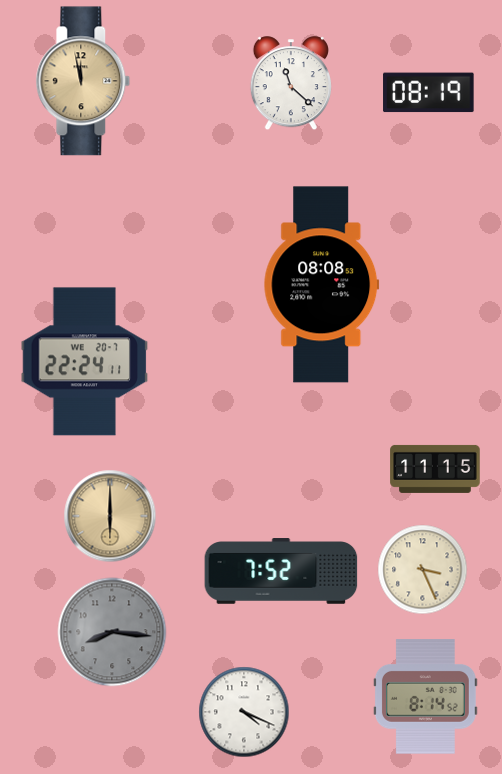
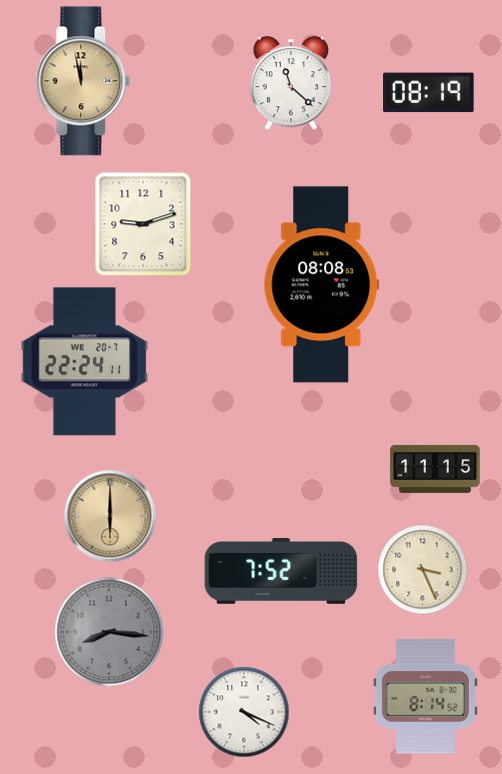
clock at (143, 224): none -> 9:12
clock at (112, 632) position: (112, 632) -> (109, 632)
